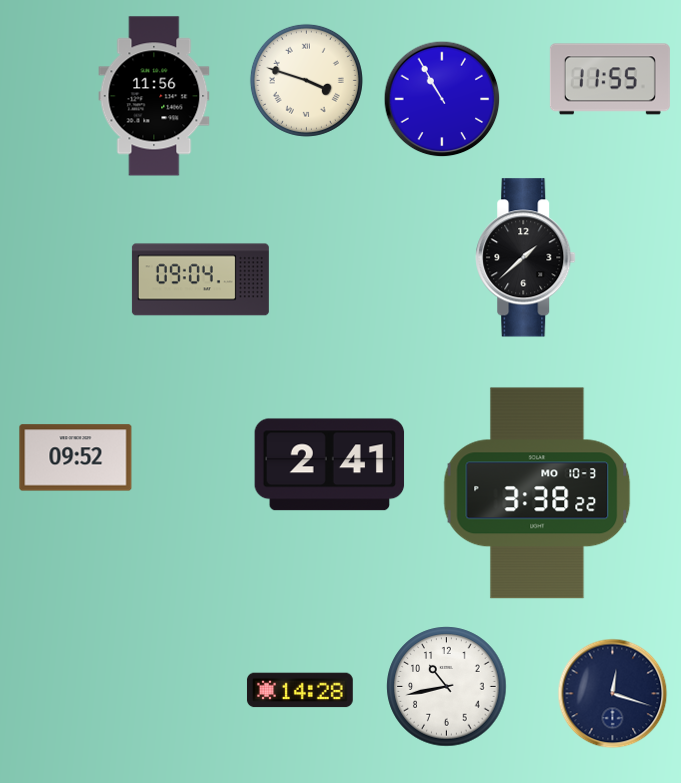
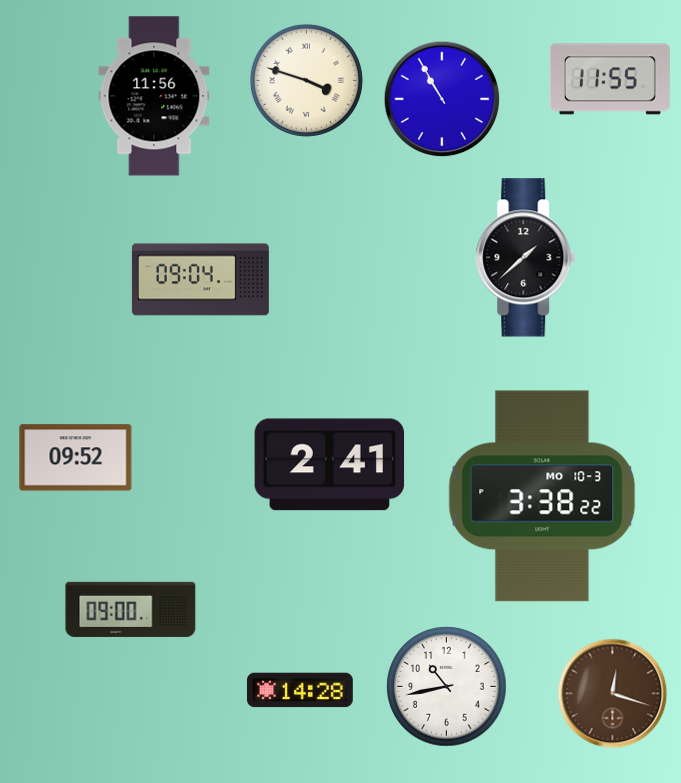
clock at (537, 493) position: (537, 493) -> (542, 496)
clock at (131, 609): none -> 09:00
clock at (613, 694) dial: navy -> brown
